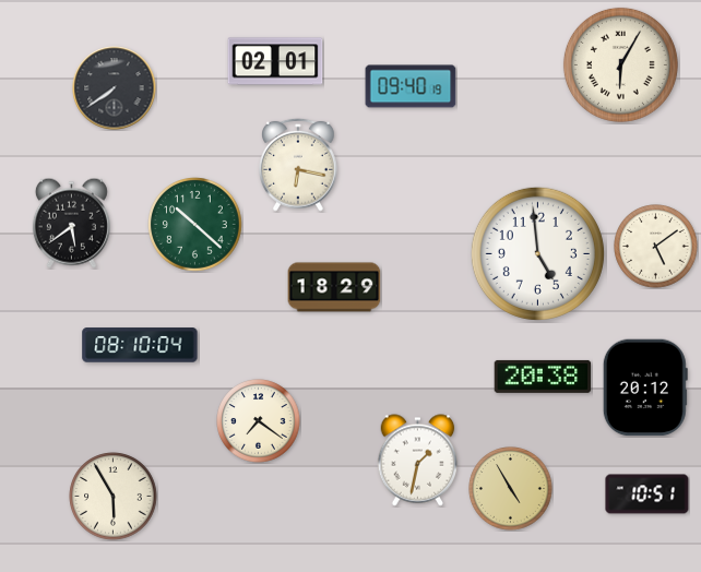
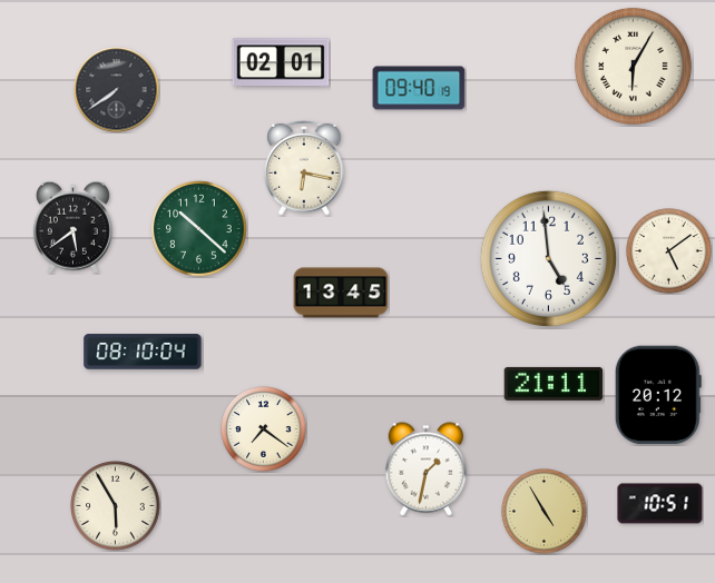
clock at (334, 287): 18:29 -> 13:45
clock at (543, 377): 20:38 -> 21:11
clock at (511, 489) position: (511, 489) -> (545, 512)
